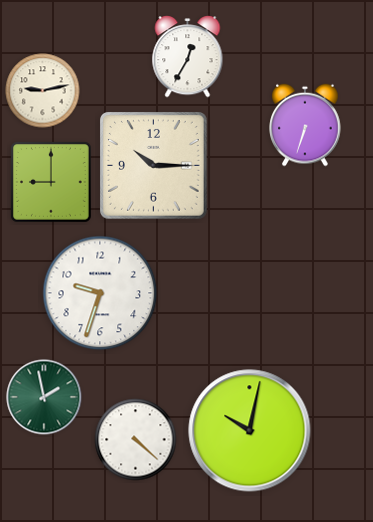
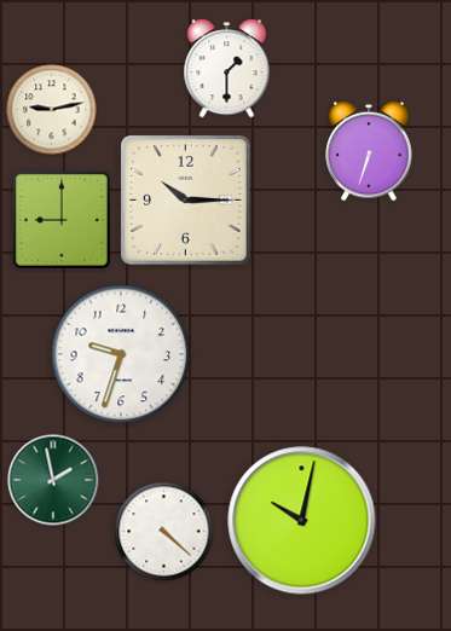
clock at (188, 57): 12:35 -> 1:30
